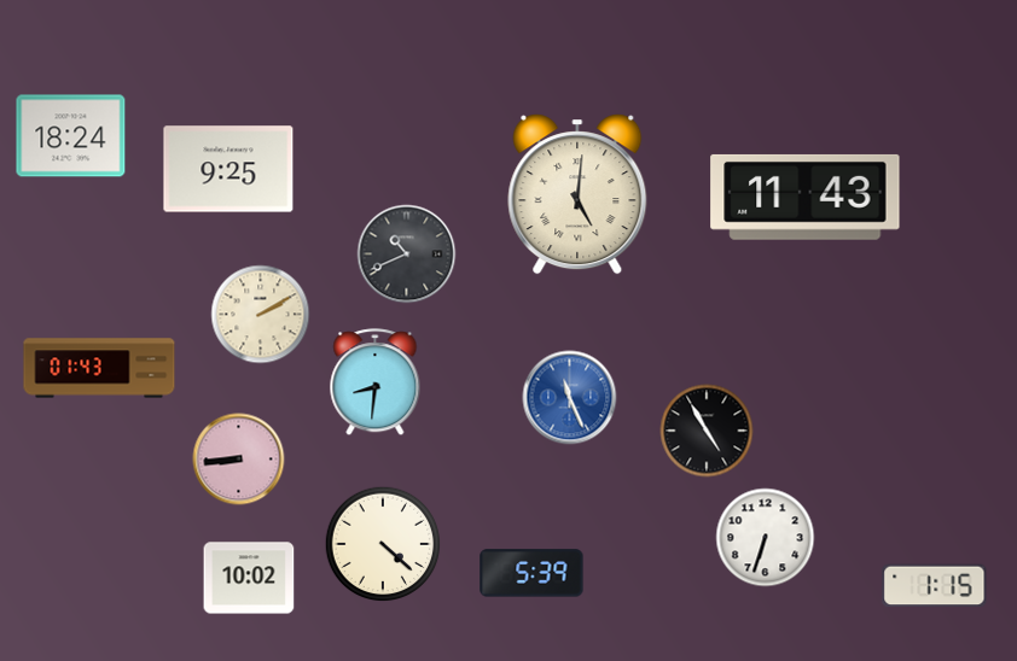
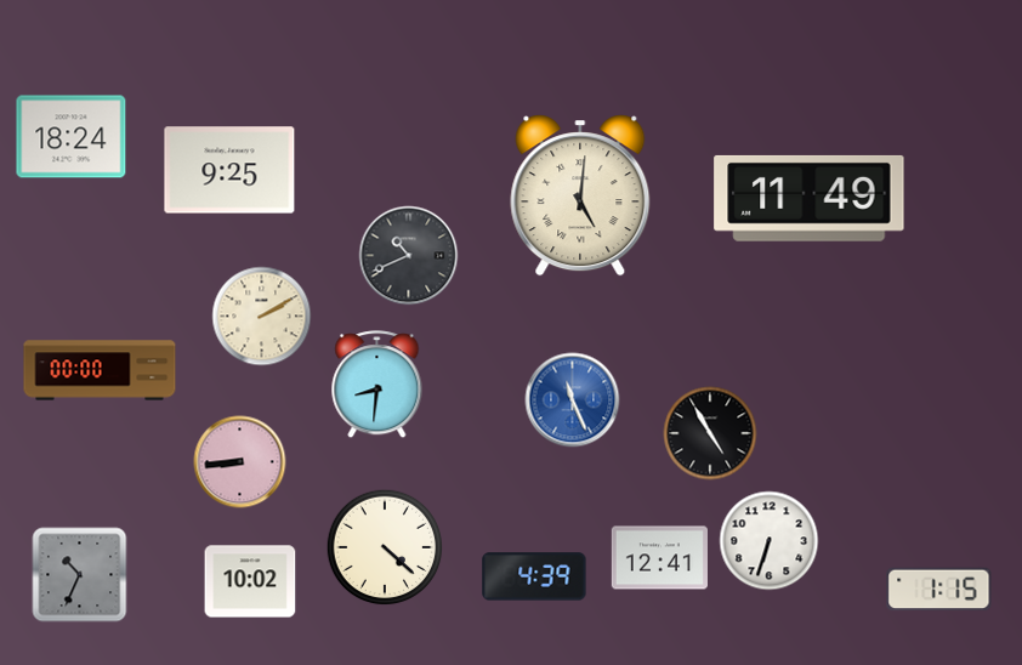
clock at (806, 197): 11:43 -> 11:49
clock at (99, 368): 01:43 -> 00:00
clock at (659, 558): none -> 12:41
clock at (80, 575): none -> 10:34
clock at (531, 573): 5:39 -> 4:39
